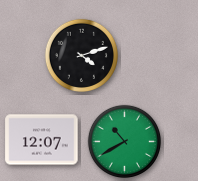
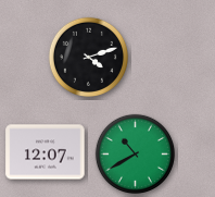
clock at (81, 55) position: (81, 55) -> (88, 57)
